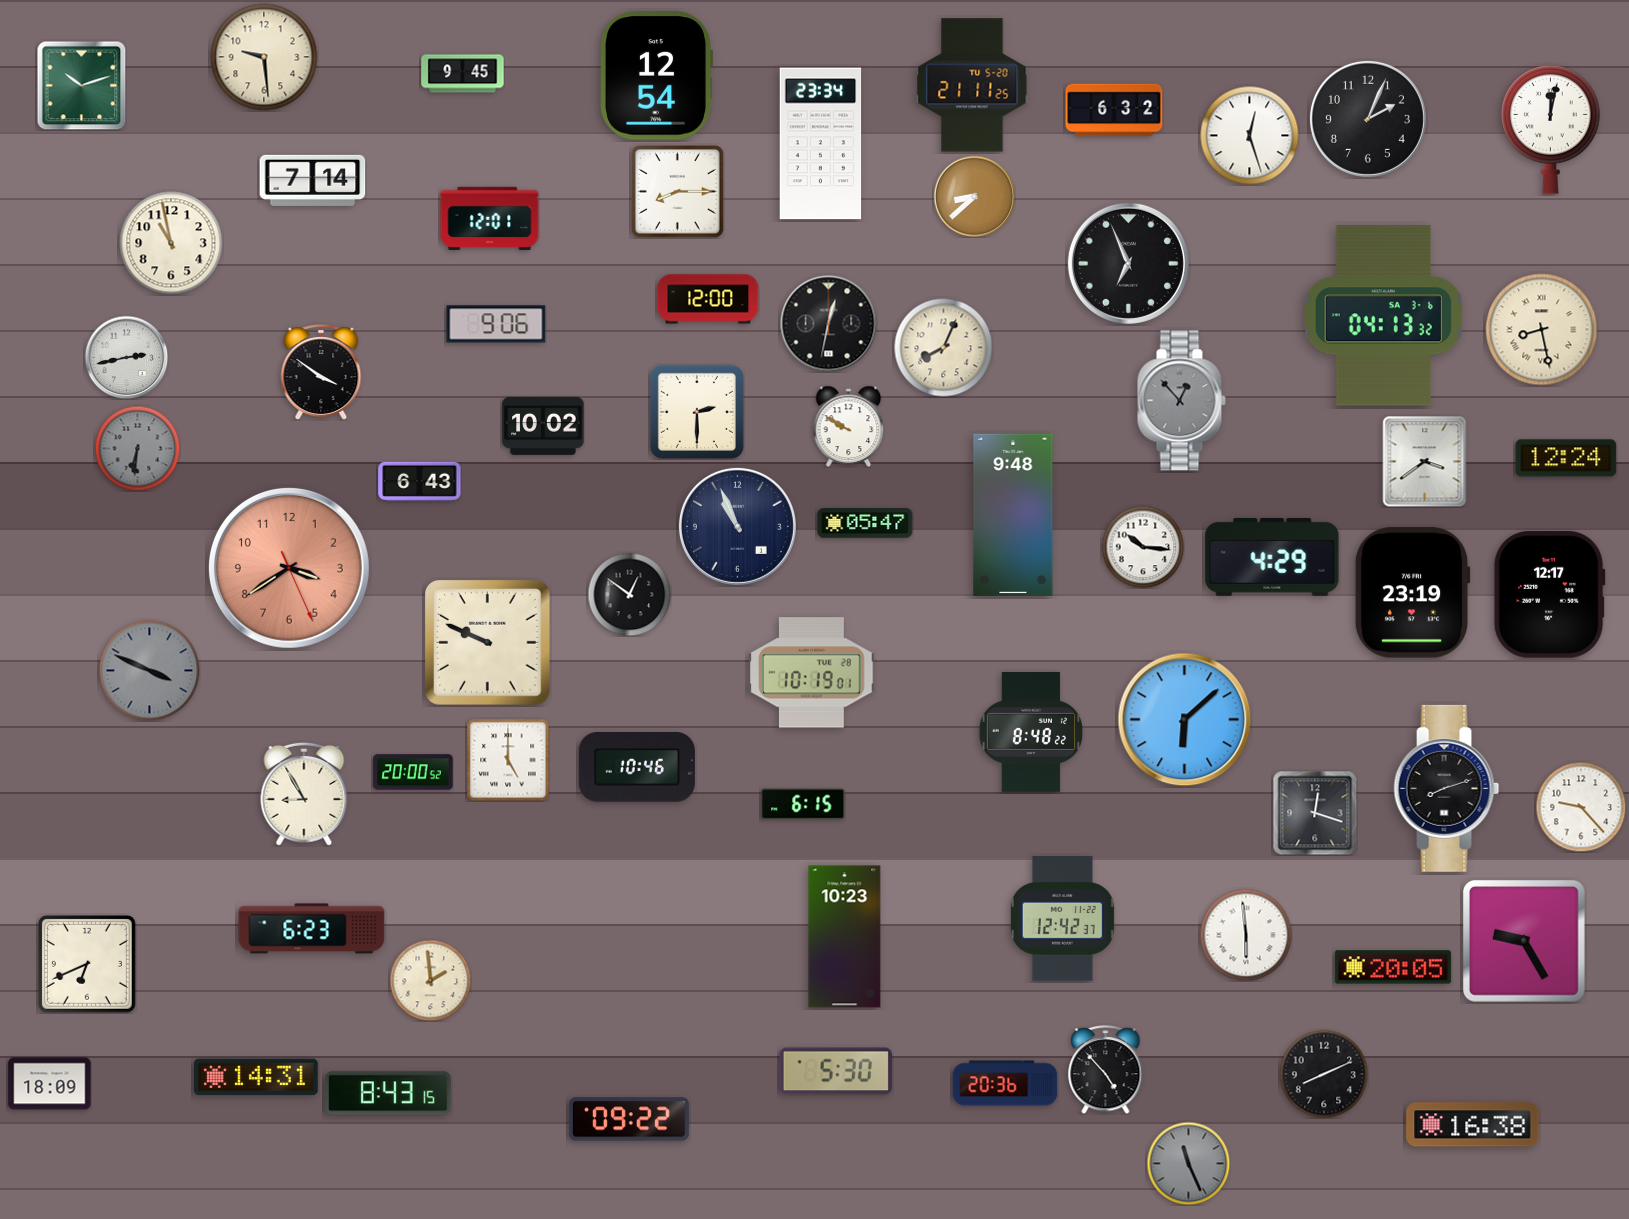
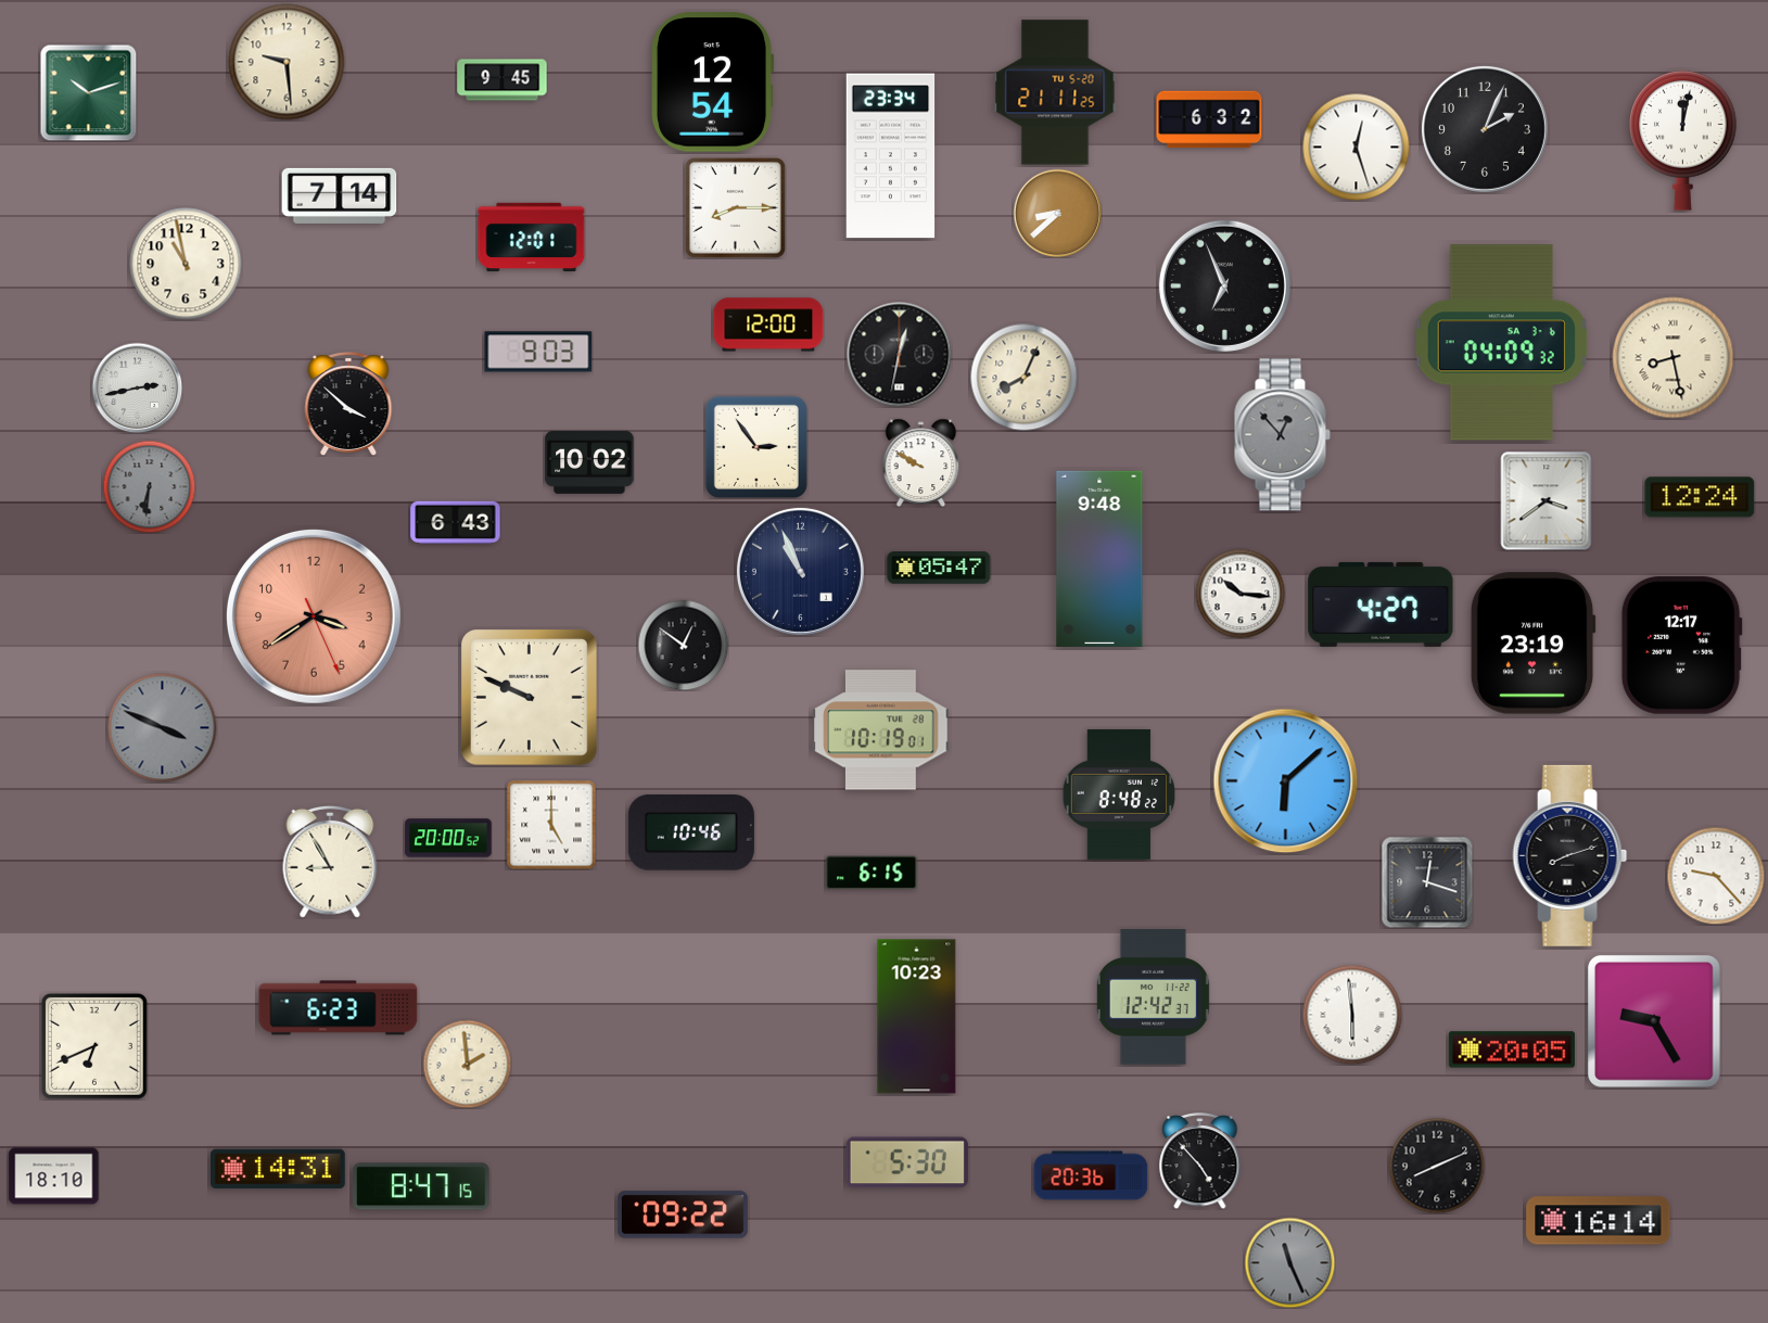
clock at (1383, 316): 04:13 -> 04:09
clock at (496, 324): 9:06 -> 9:03
clock at (829, 324) position: (829, 324) -> (900, 355)
clock at (321, 372): 3:51 -> 3:52
clock at (697, 412): 2:30 -> 2:54
clock at (1272, 557): 4:29 -> 4:27
clock at (50, 1084): 18:09 -> 18:10
clock at (388, 1093): 8:43 -> 8:47
clock at (1473, 1125): 16:38 -> 16:14
